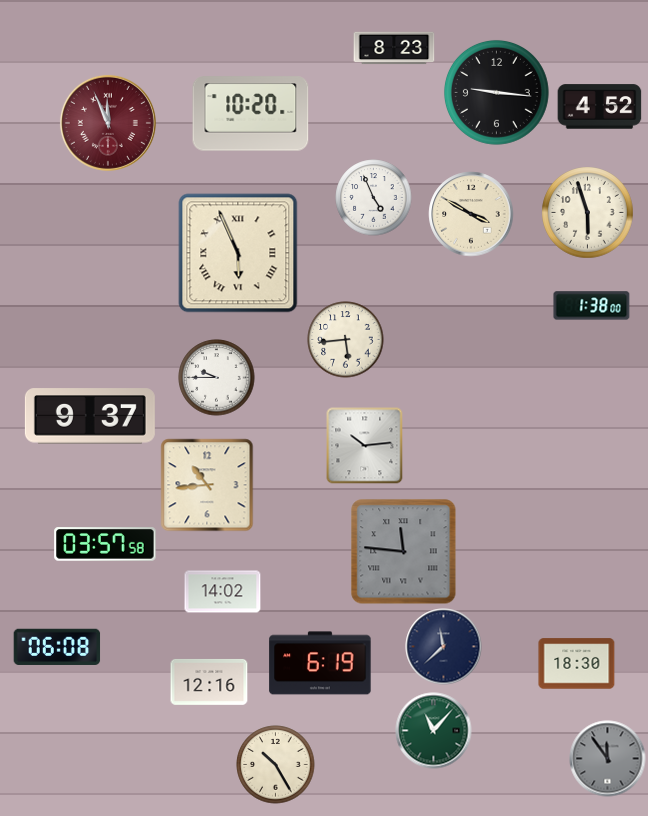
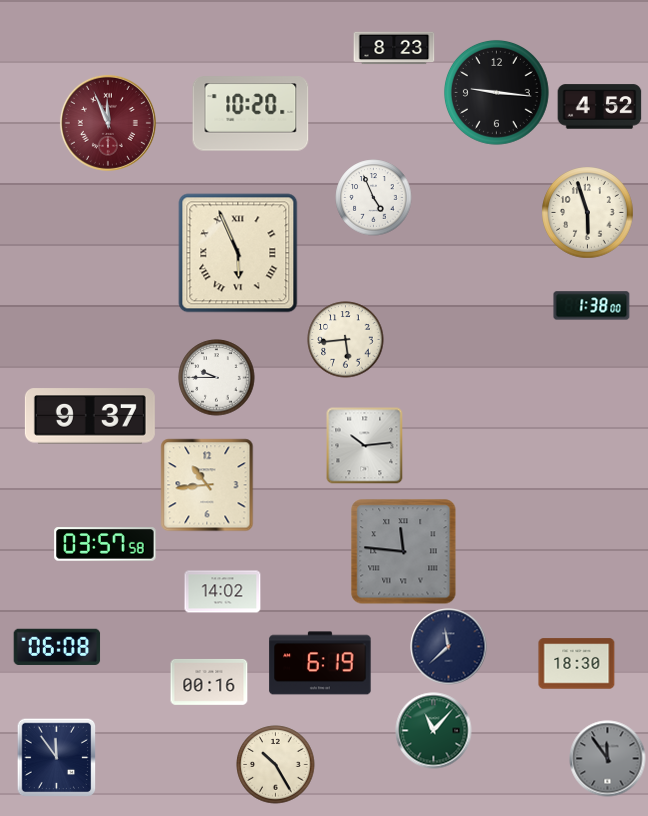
clock at (471, 214): 3:50 -> none
clock at (444, 647) position: (444, 647) -> (449, 647)
clock at (209, 682): 12:16 -> 00:16
clock at (56, 757): none -> 11:54
